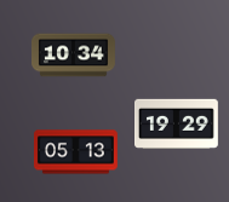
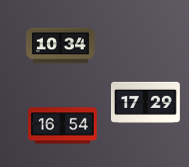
clock at (177, 123): 19:29 -> 17:29
clock at (76, 152): 05:13 -> 16:54
